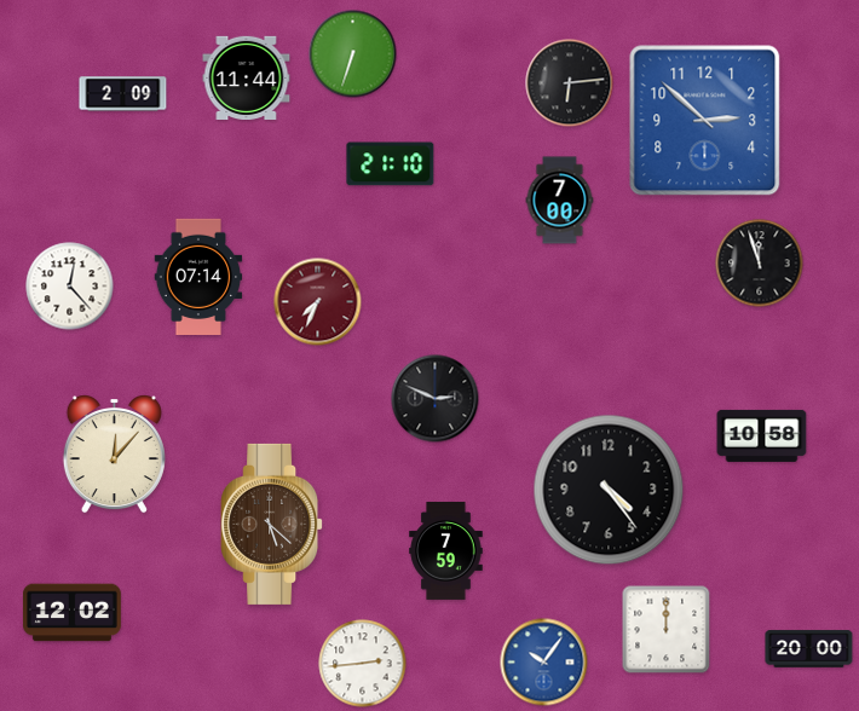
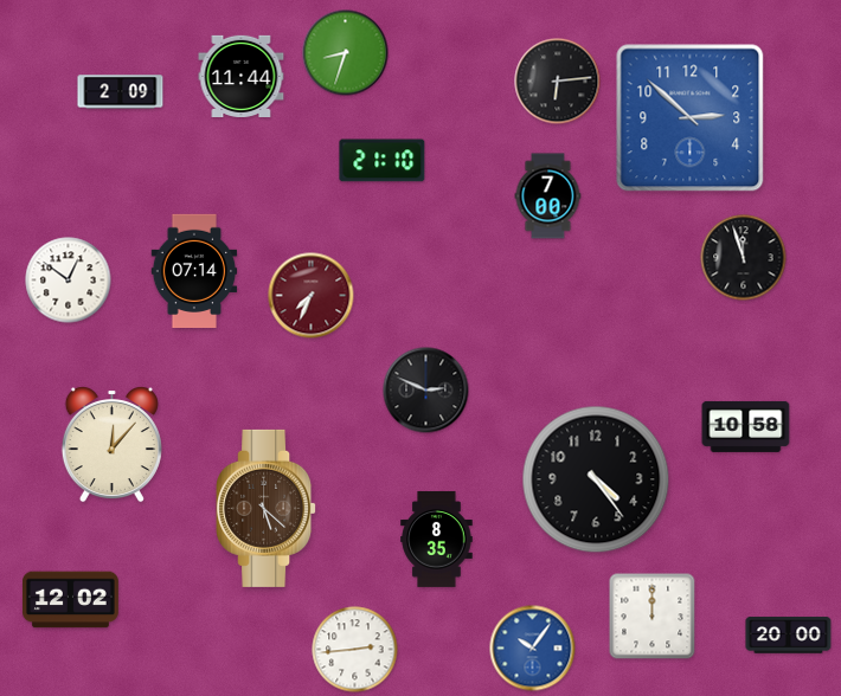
clock at (353, 54): 6:33 -> 8:33
clock at (70, 287): 12:23 -> 12:51
clock at (272, 524) position: (272, 524) -> (267, 508)
clock at (446, 551): 7:59 -> 8:35
clock at (809, 649) position: (809, 649) -> (789, 636)
